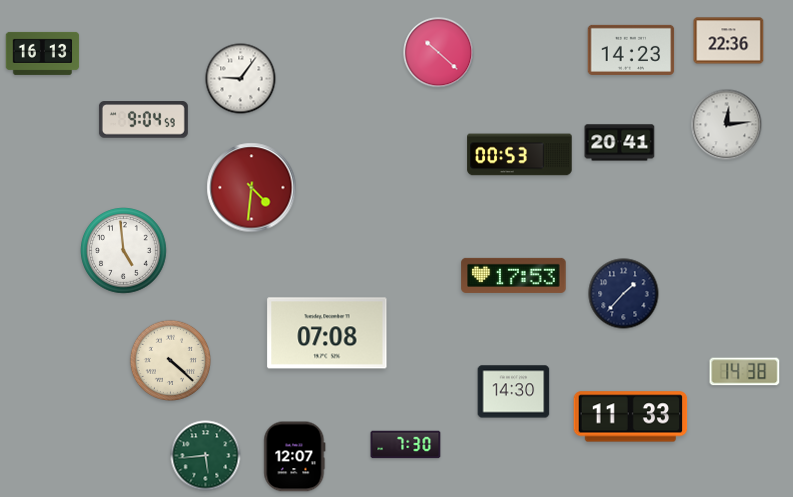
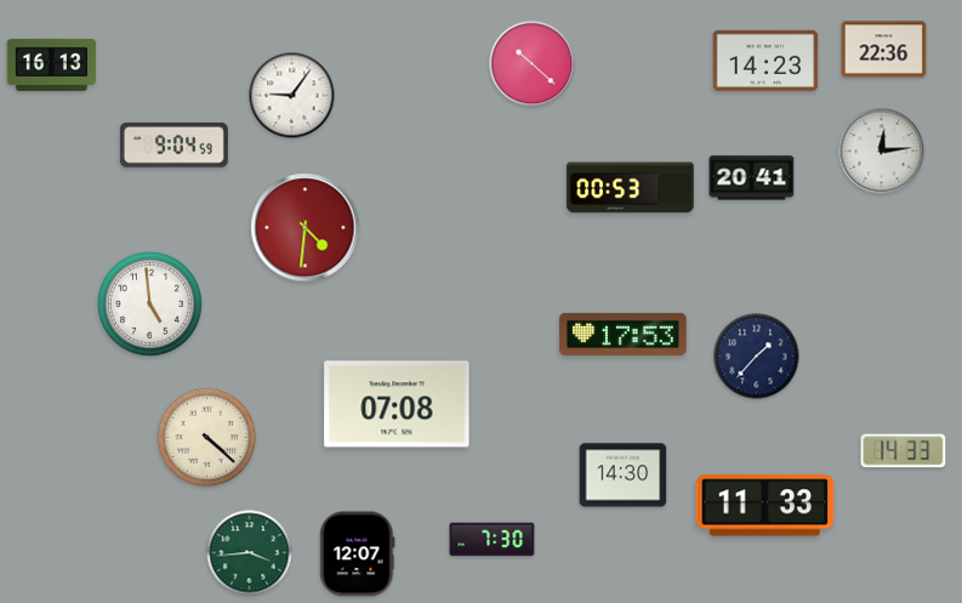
clock at (620, 143) position: (620, 143) -> (752, 178)
clock at (745, 372): 14:38 -> 14:33
clock at (206, 456): 5:44 -> 3:44
